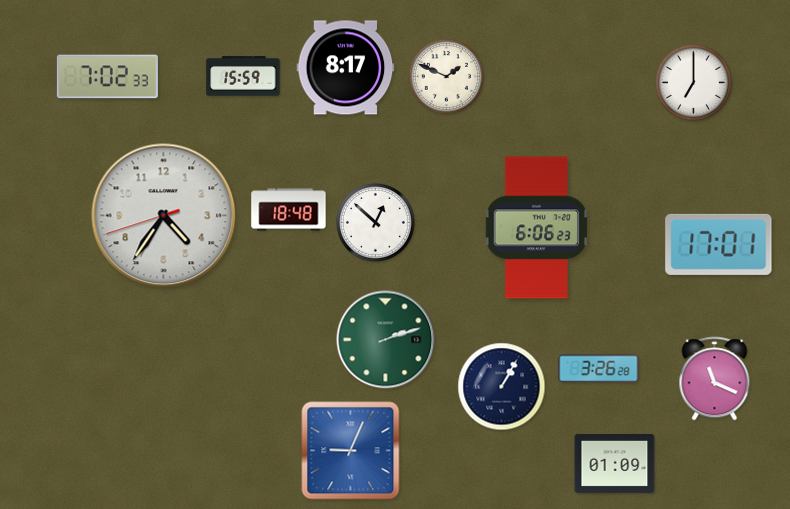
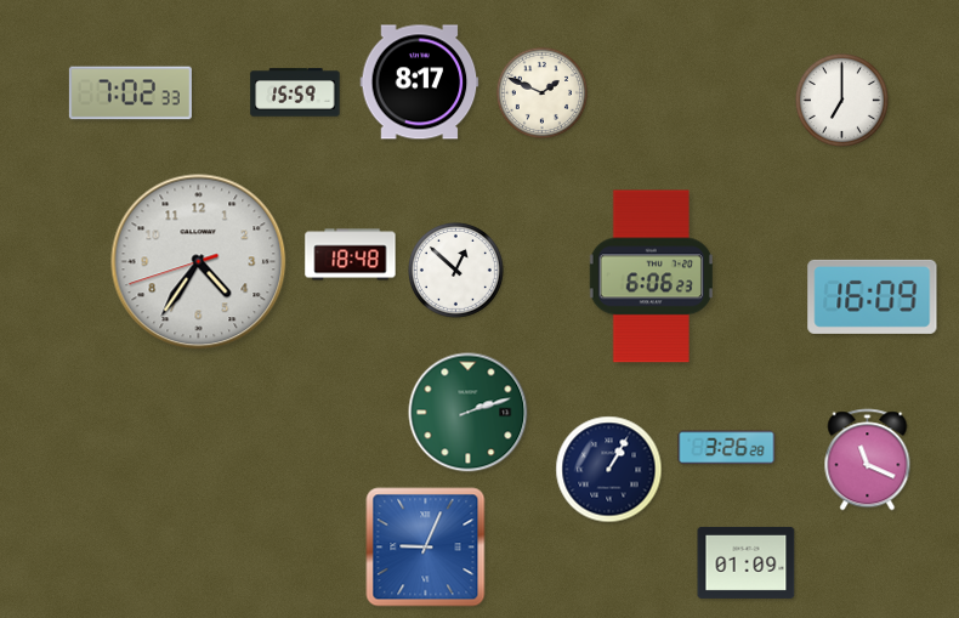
clock at (719, 244): 17:01 -> 16:09
